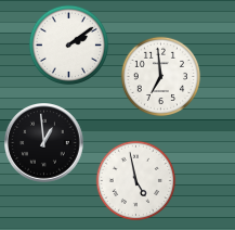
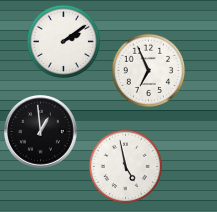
clock at (161, 77): 6:59 -> 6:56
